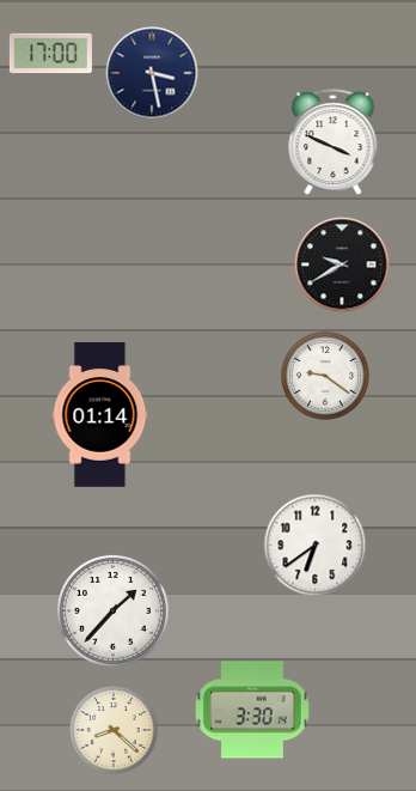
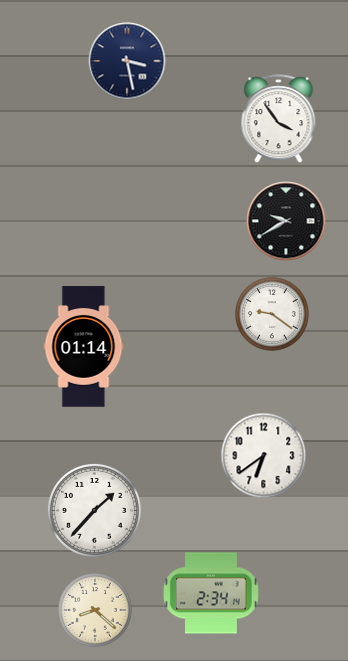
clock at (50, 54): 17:00 -> none
clock at (334, 142): 3:49 -> 3:54
clock at (253, 710): 3:30 -> 2:34
